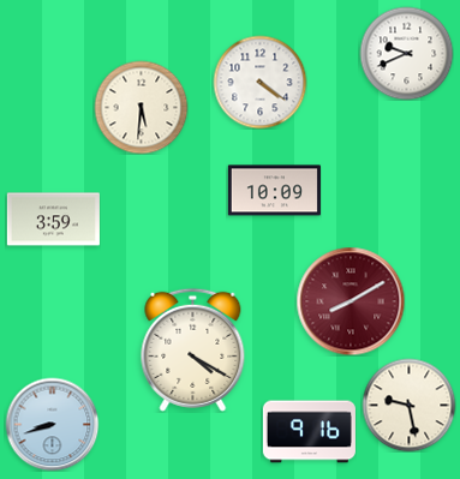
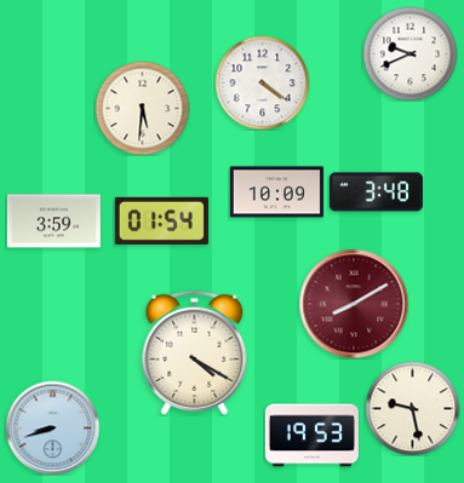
clock at (376, 192): none -> 3:48
clock at (161, 220): none -> 01:54
clock at (309, 432): 9:16 -> 19:53
